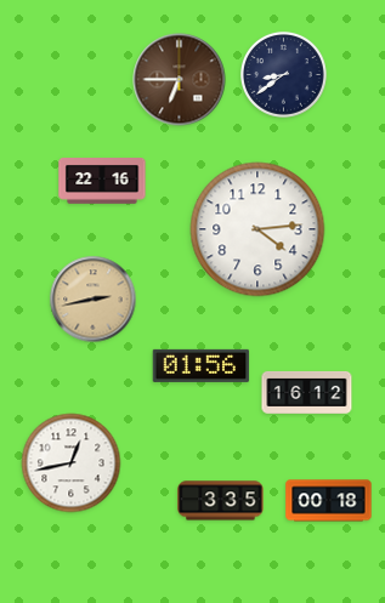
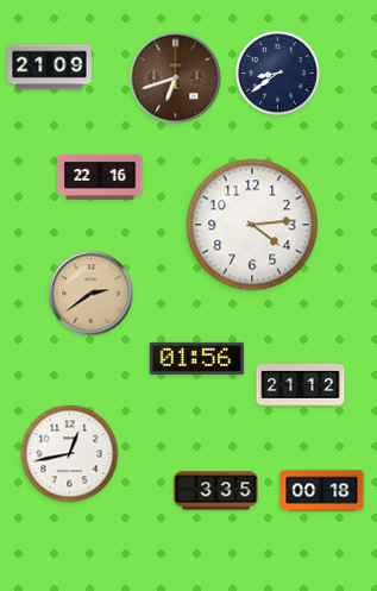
clock at (50, 68): none -> 21:09
clock at (180, 80): 6:45 -> 6:42
clock at (94, 300): 2:43 -> 2:39
clock at (307, 392): 16:12 -> 21:12
